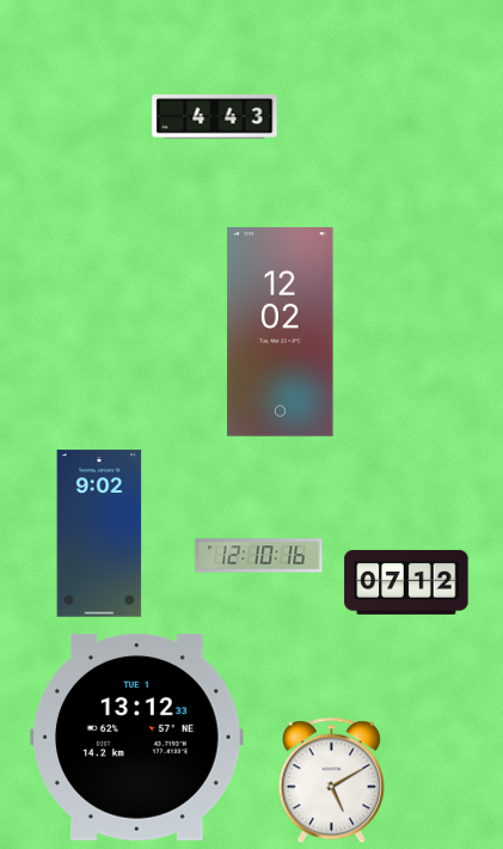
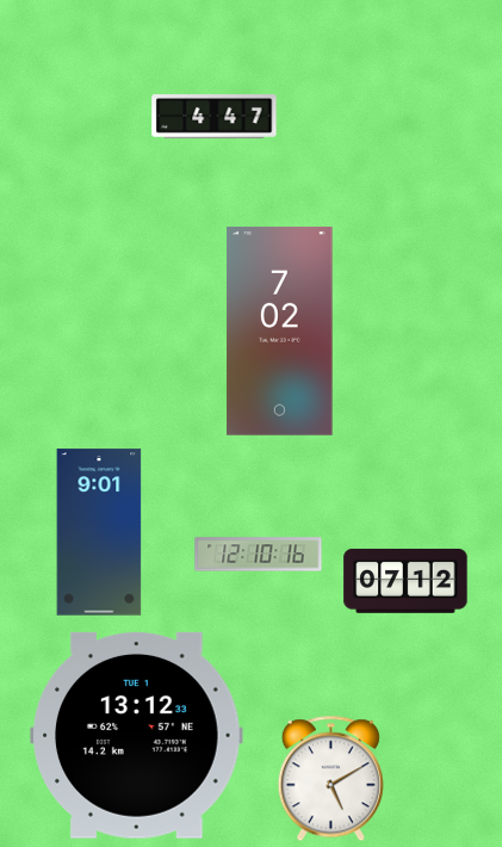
clock at (215, 117): 4:43 -> 4:47
clock at (281, 331): 12:02 -> 7:02
clock at (99, 533): 9:02 -> 9:01
